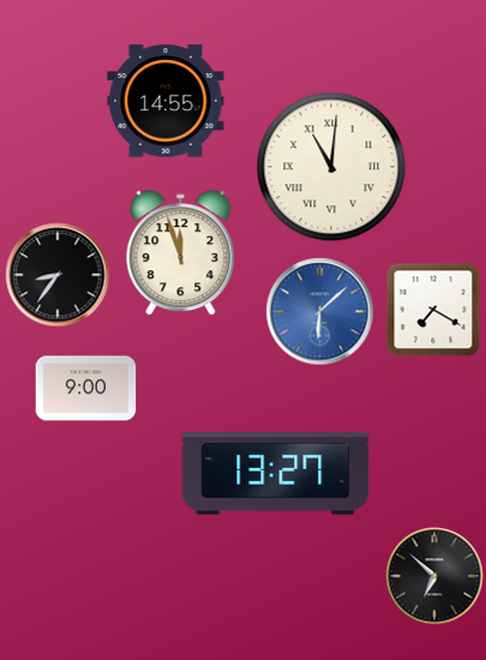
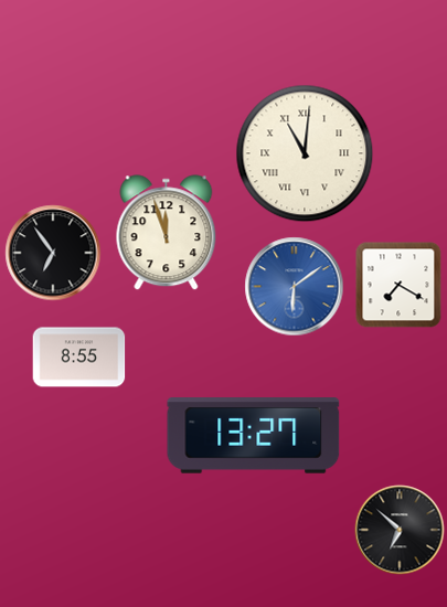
clock at (166, 101): 14:55 -> none
clock at (58, 275): 8:36 -> 6:54
clock at (320, 312): 6:08 -> 6:09
clock at (86, 389): 9:00 -> 8:55
